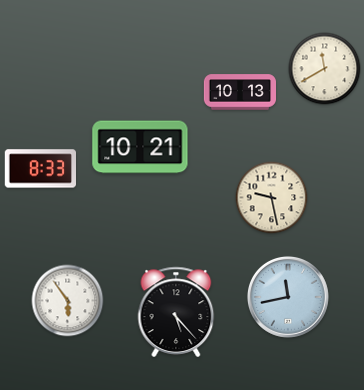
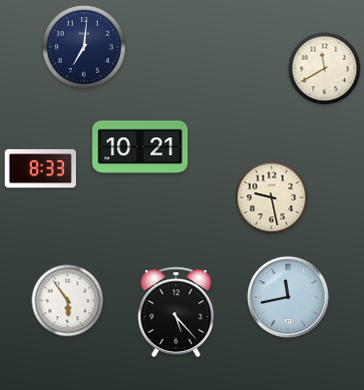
clock at (84, 47): none -> 7:01
clock at (239, 92): 10:13 -> none
